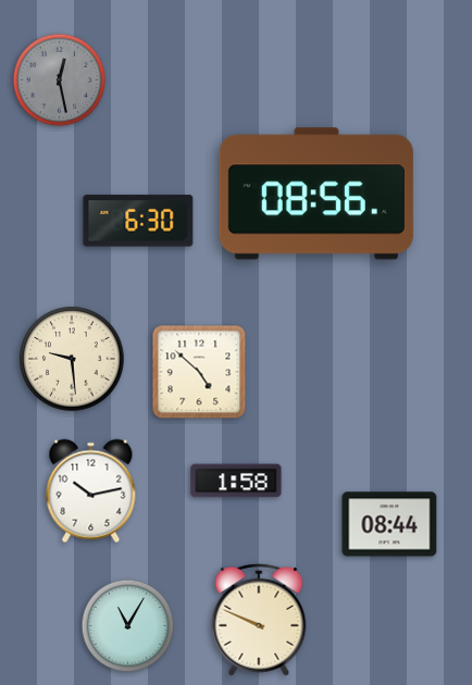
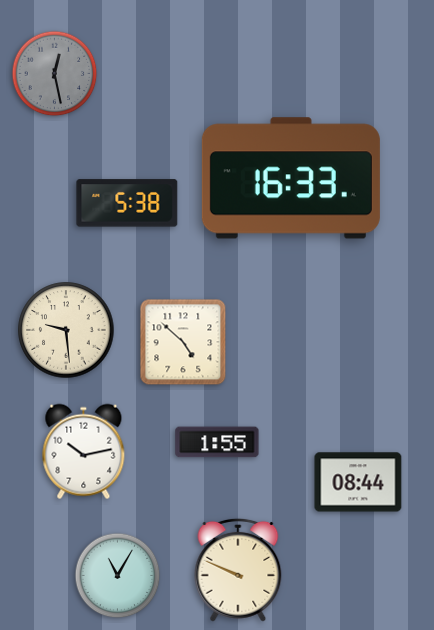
clock at (316, 194): 08:56 -> 16:33
clock at (138, 221): 6:30 -> 5:38
clock at (236, 481): 1:58 -> 1:55
